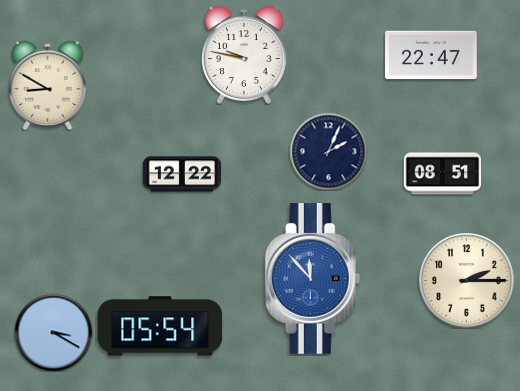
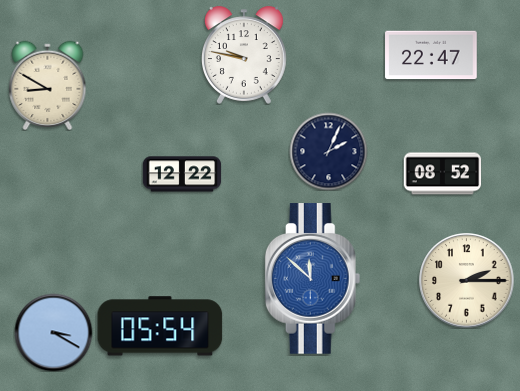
clock at (442, 174): 08:51 -> 08:52
clock at (313, 279): 11:53 -> 11:52
